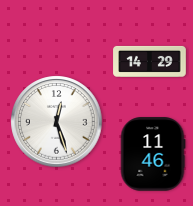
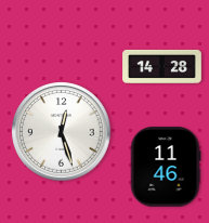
clock at (150, 61): 14:29 -> 14:28
